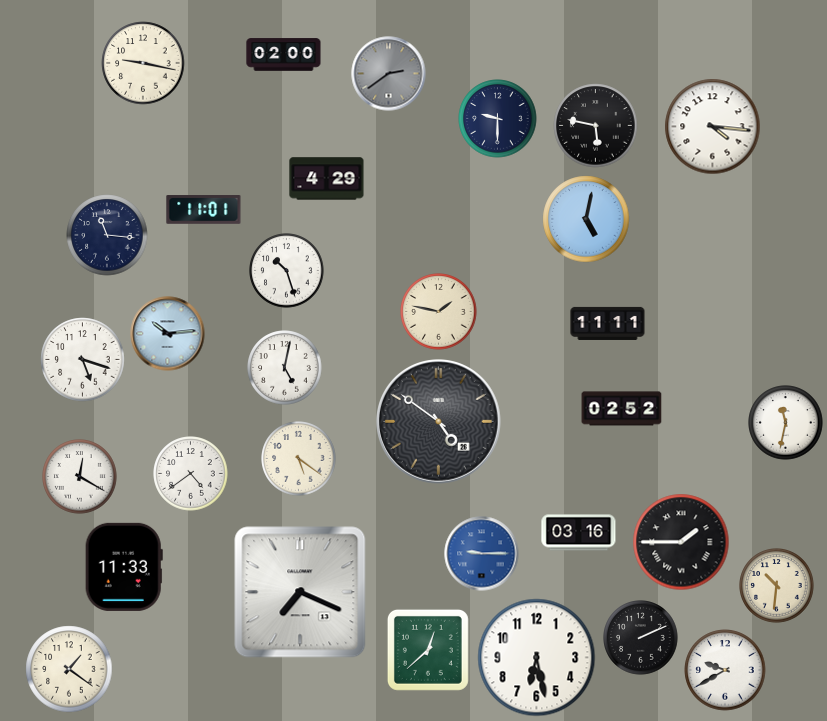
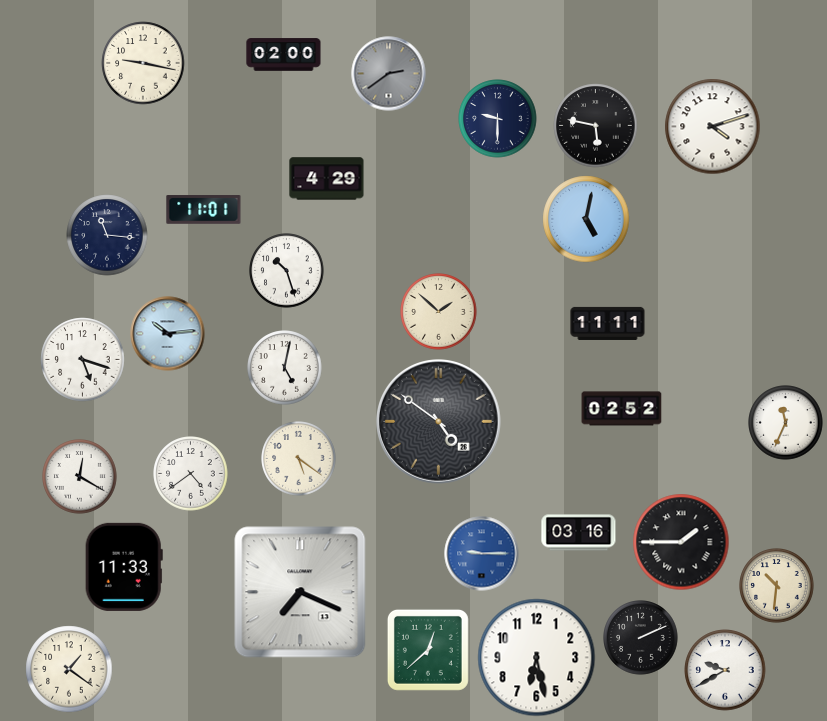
clock at (713, 127): 4:16 -> 4:12
clock at (439, 312): 1:47 -> 1:52
clock at (786, 423): 11:32 -> 11:34
